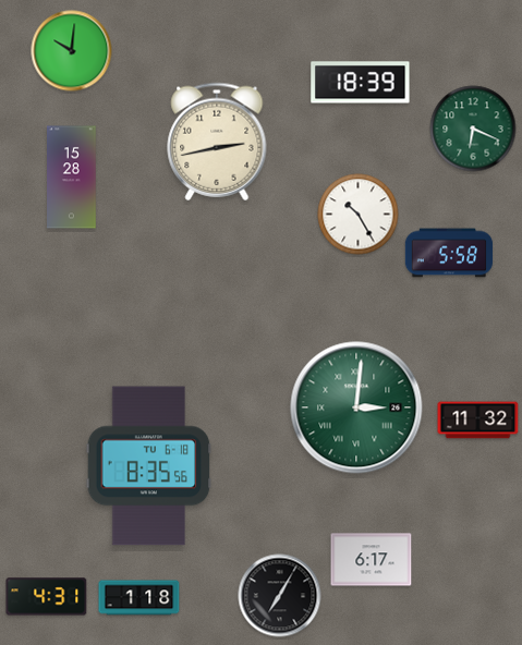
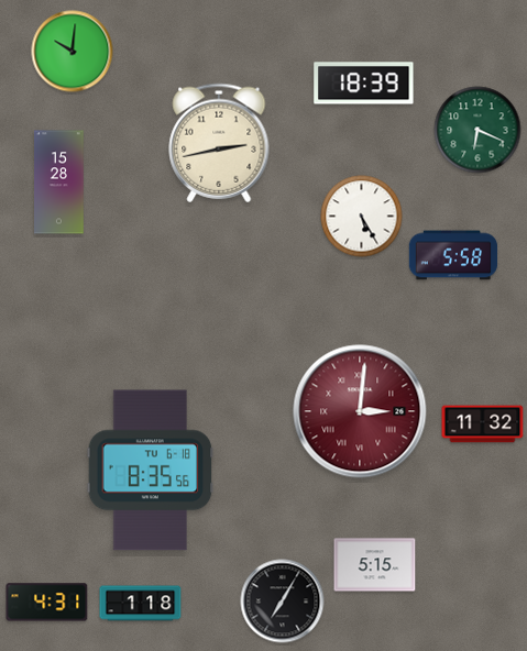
clock at (72, 178) position: (72, 178) -> (59, 183)
clock at (359, 215): 10:25 -> 5:25
clock at (356, 407) dial: green -> burgundy
clock at (372, 560): 6:17 -> 5:15
